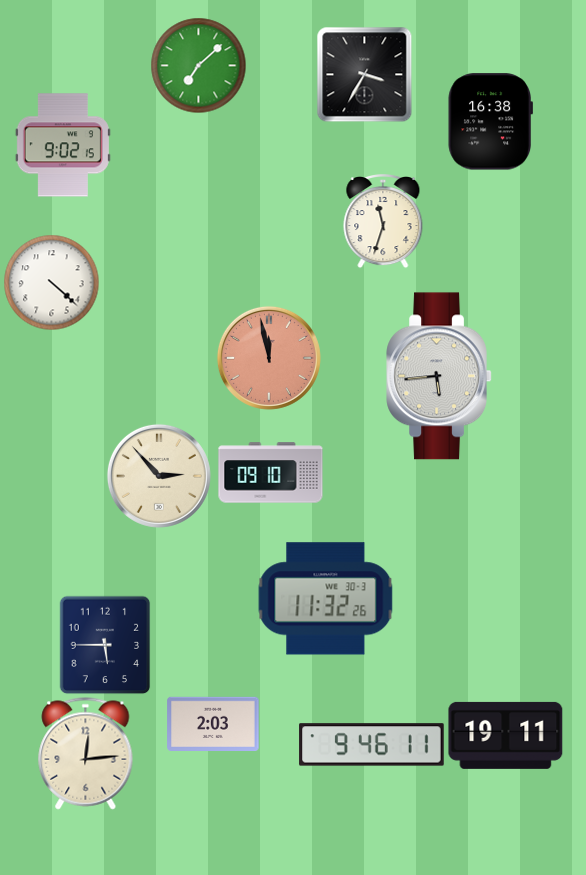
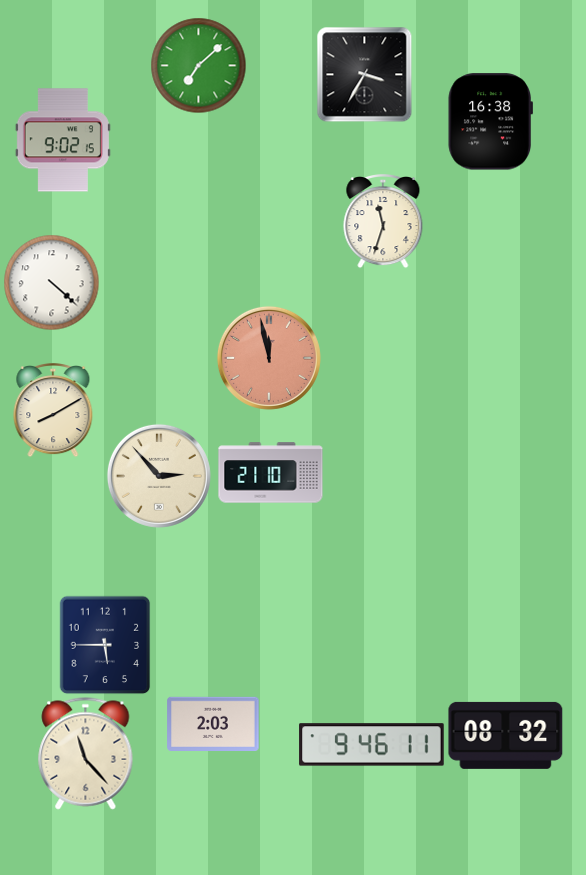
clock at (63, 145) position: (63, 145) -> (63, 140)
clock at (439, 376): 5:44 -> none
clock at (53, 411): none -> 8:10
clock at (271, 473): 09:10 -> 21:10
clock at (326, 599): 11:32 -> none
clock at (506, 735): 19:11 -> 08:32
clock at (86, 754): 12:14 -> 11:23
